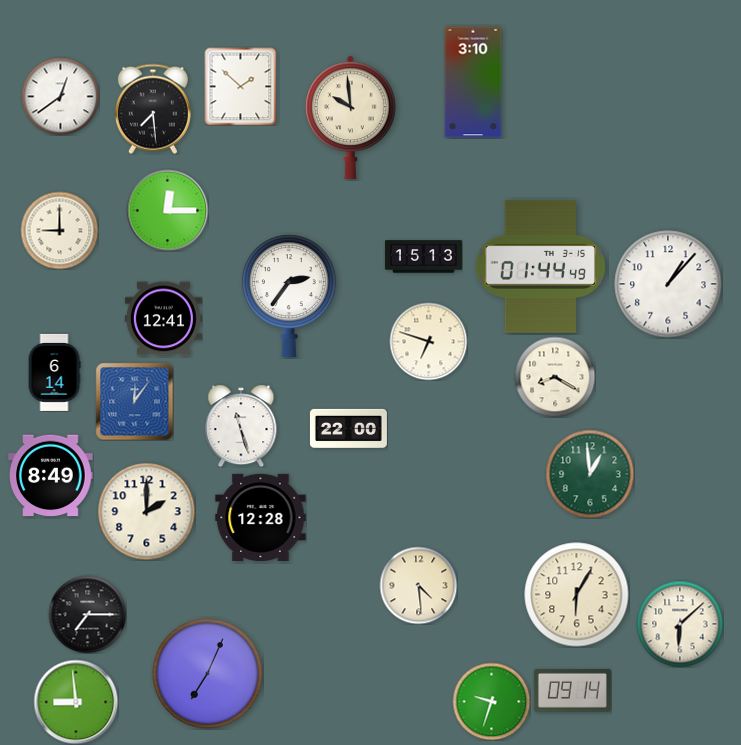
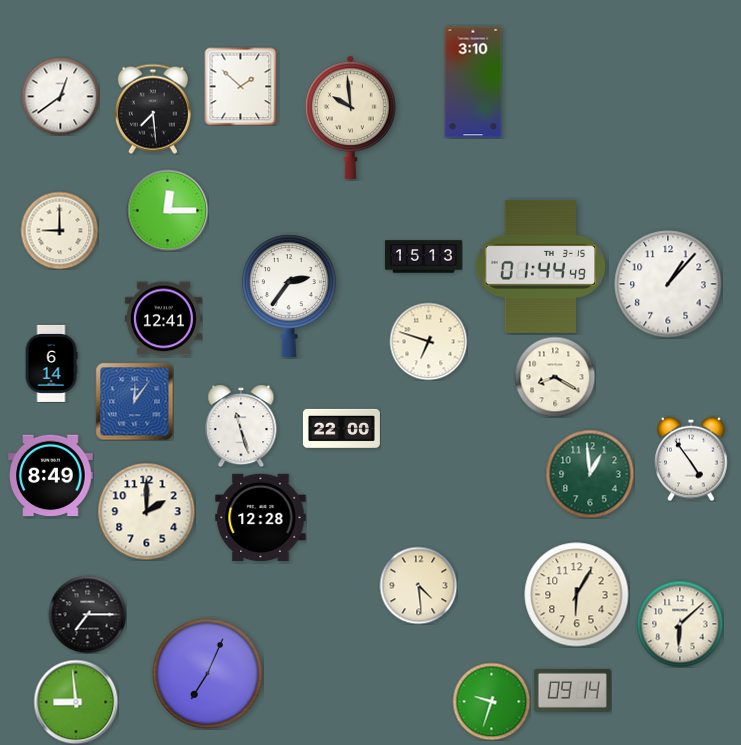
clock at (54, 372) position: (54, 372) -> (51, 363)
clock at (348, 428) position: (348, 428) -> (341, 428)
clock at (691, 459): none -> 4:54
